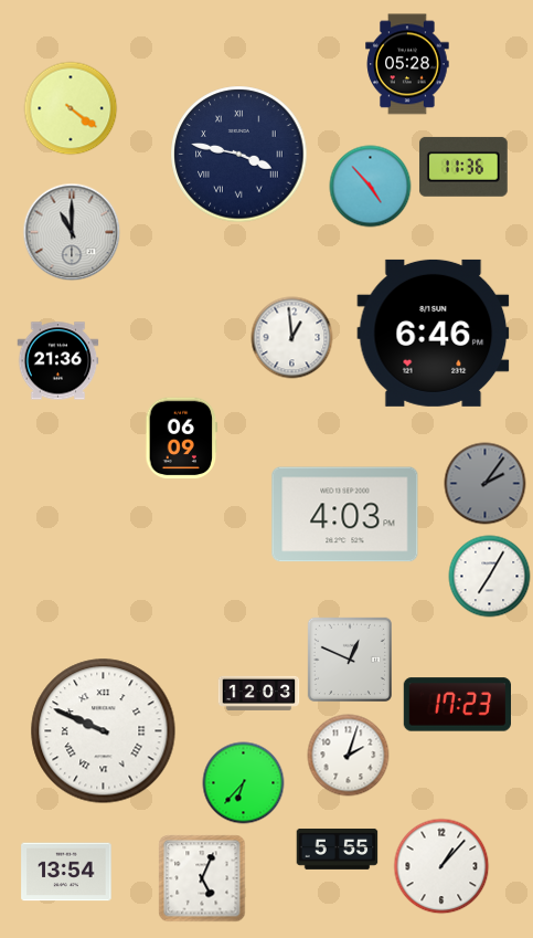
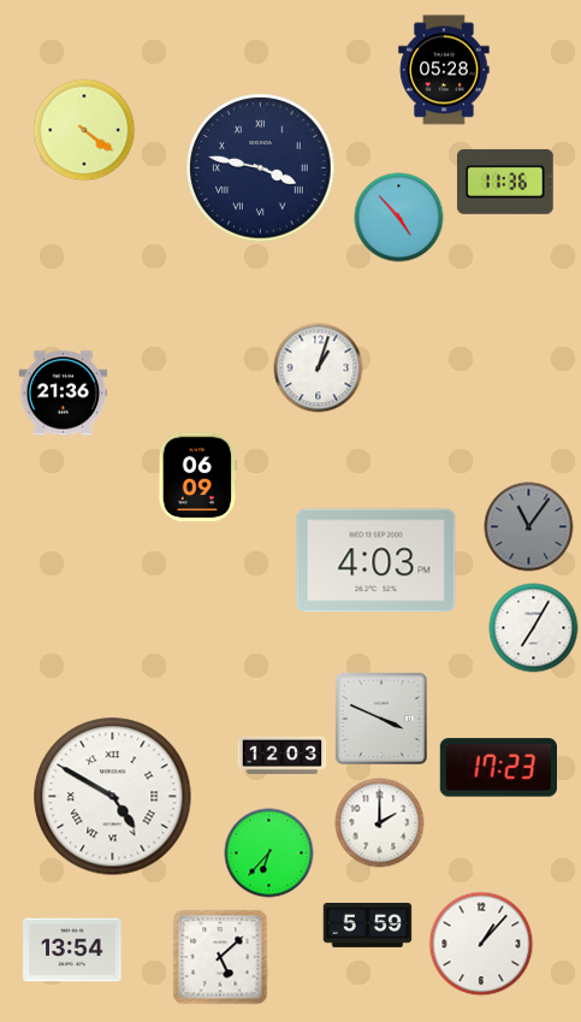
clock at (71, 108) position: (71, 108) -> (84, 130)
clock at (371, 187) position: (371, 187) -> (399, 218)
clock at (72, 232): 11:00 -> none
clock at (434, 333): 6:46 -> none
clock at (292, 338): 12:59 -> 1:03
clock at (486, 484): 2:06 -> 11:06
clock at (350, 660): 12:49 -> 3:49
clock at (104, 731): 9:49 -> 4:50
clock at (349, 756): 2:03 -> 2:00
clock at (244, 783) position: (244, 783) -> (269, 853)
clock at (338, 849): 5:55 -> 5:59
clock at (202, 878): 5:04 -> 5:08
